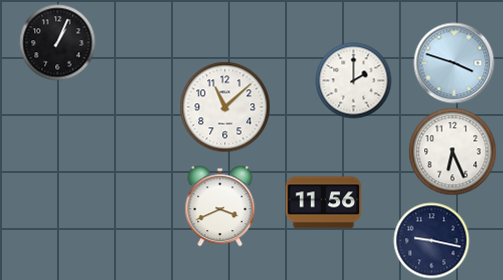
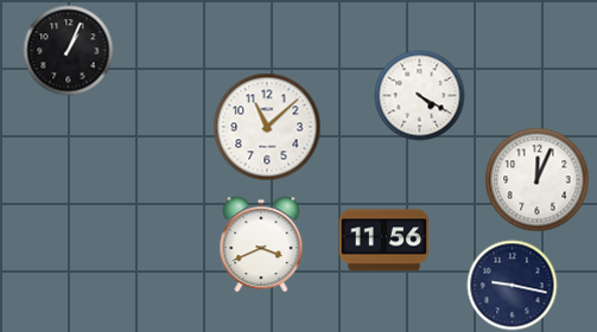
clock at (454, 63): 3:48 -> none
clock at (354, 81): 2:00 -> 4:20
clock at (453, 152): 6:26 -> 12:04
